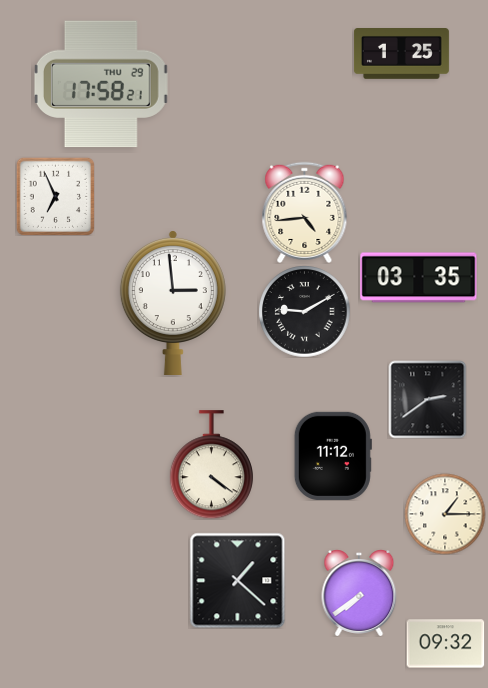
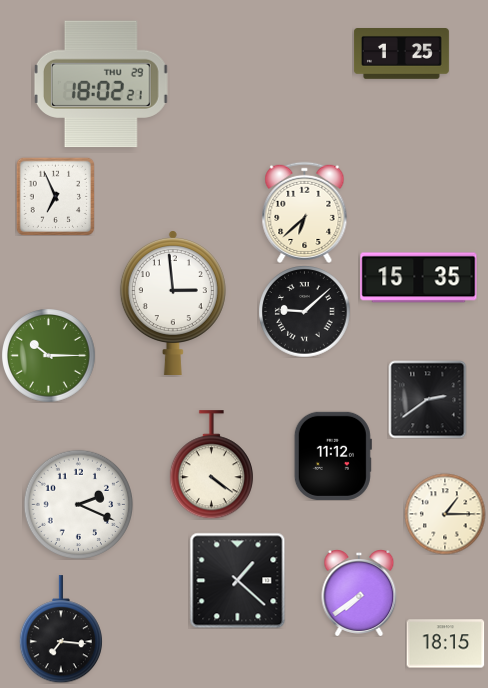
clock at (101, 84): 17:58 -> 18:02
clock at (305, 212): 4:44 -> 6:38
clock at (419, 278): 03:35 -> 15:35
clock at (304, 311): 9:10 -> 9:08
clock at (48, 355): none -> 10:15
clock at (78, 504): none -> 2:19
clock at (61, 629): none -> 7:16
clock at (445, 644): 09:32 -> 18:15
